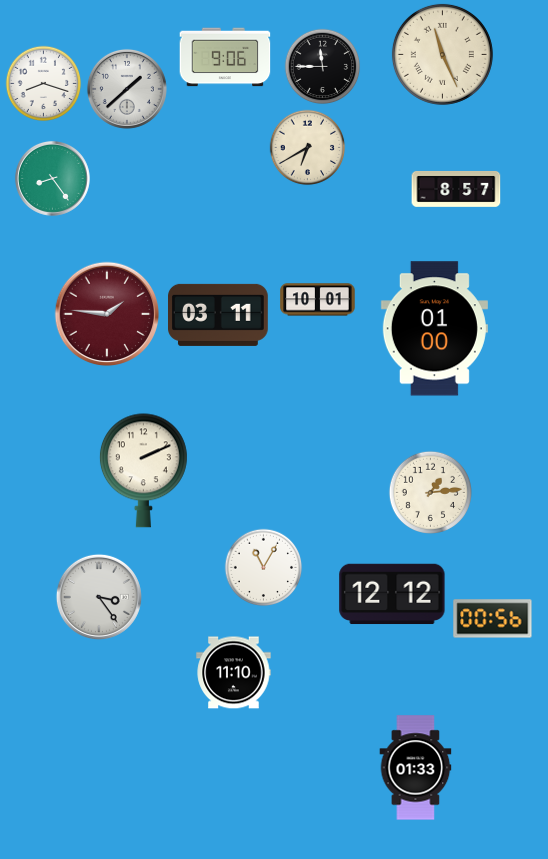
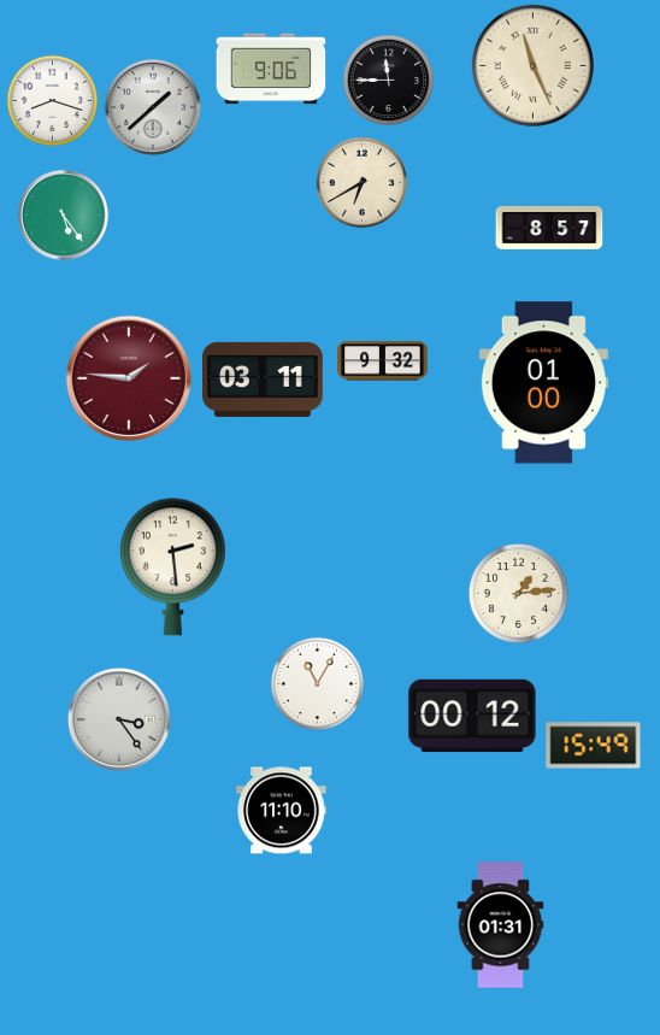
clock at (308, 148) position: (308, 148) -> (363, 183)
clock at (52, 178): 8:24 -> 5:24
clock at (318, 300): 10:01 -> 9:32
clock at (434, 329) position: (434, 329) -> (543, 383)
clock at (143, 471): 2:11 -> 2:29
clock at (392, 594): 12:12 -> 00:12
clock at (493, 619): 00:56 -> 15:49
clock at (416, 768): 01:33 -> 01:31
